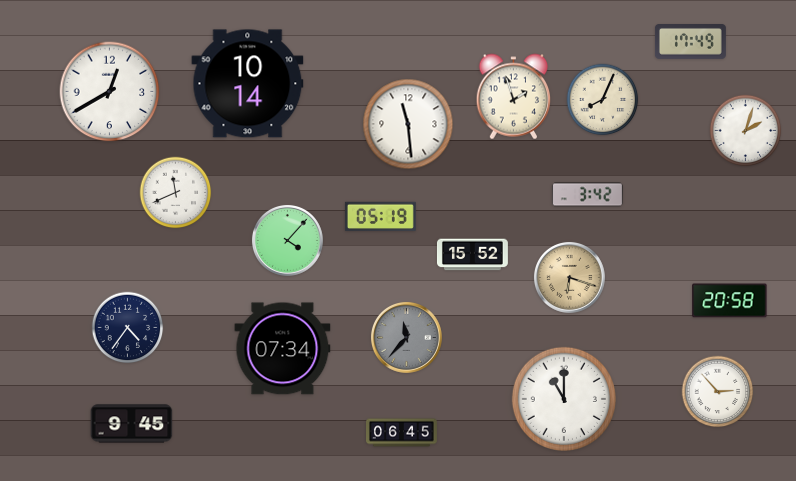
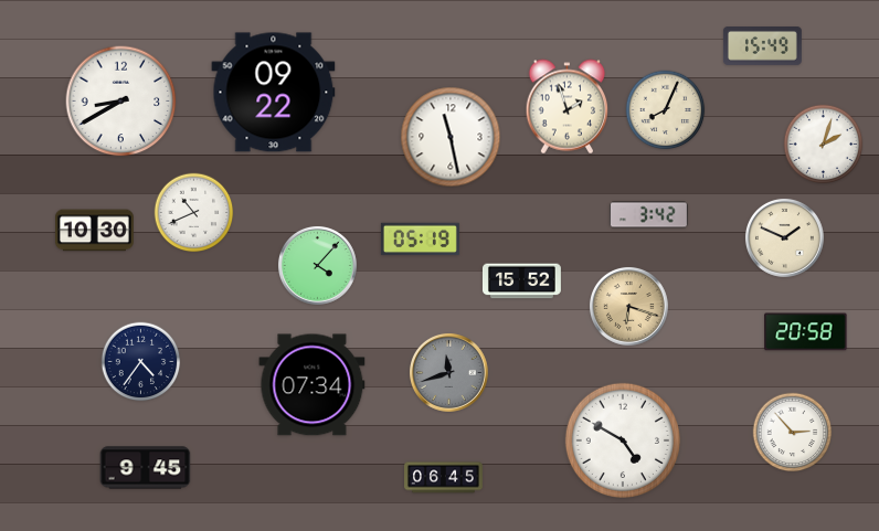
clock at (690, 42): 17:49 -> 15:49
clock at (248, 84): 10:14 -> 09:22
clock at (110, 92): 12:40 -> 8:40
clock at (408, 124): 11:29 -> 11:28
clock at (176, 193): 11:41 -> 10:41
clock at (94, 231): none -> 10:30
clock at (784, 237): none -> 1:49
clock at (406, 337): 11:37 -> 11:42
clock at (564, 399): 11:00 -> 4:50
